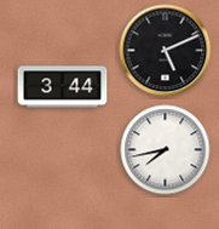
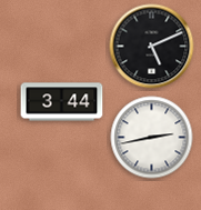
clock at (63, 87) position: (63, 87) -> (62, 102)
clock at (166, 150): 7:43 -> 2:43
